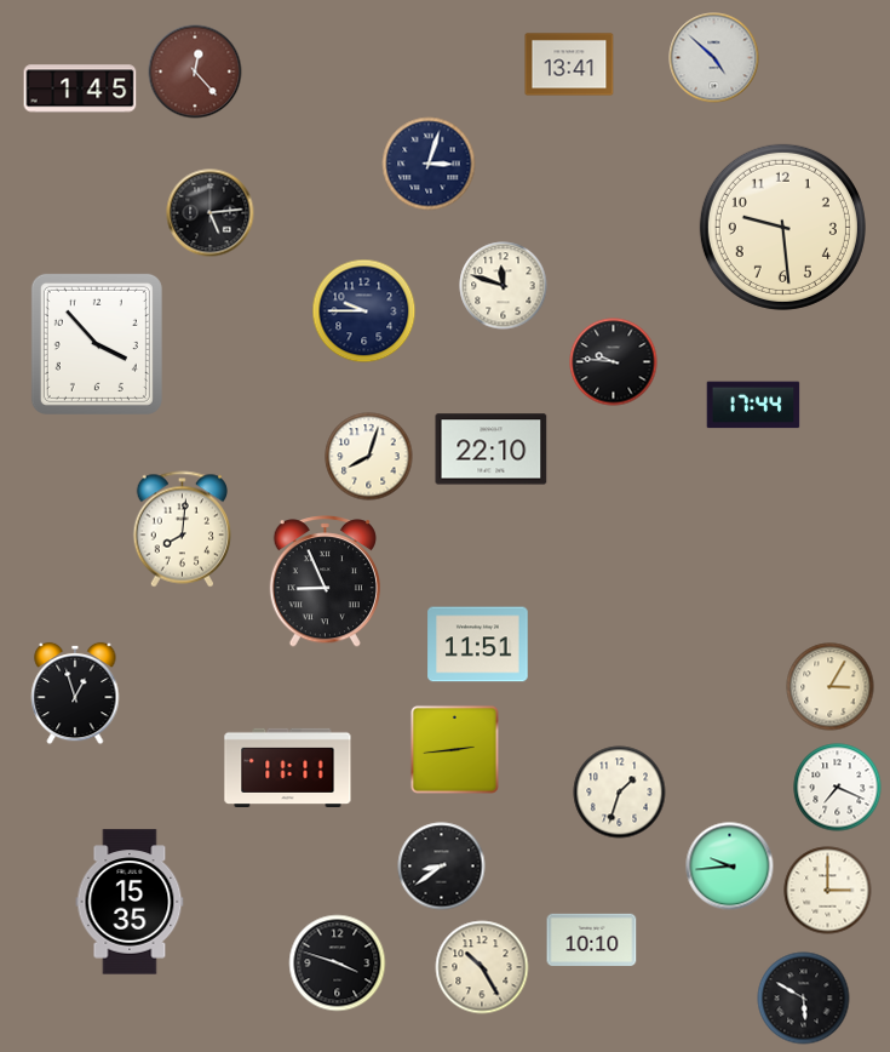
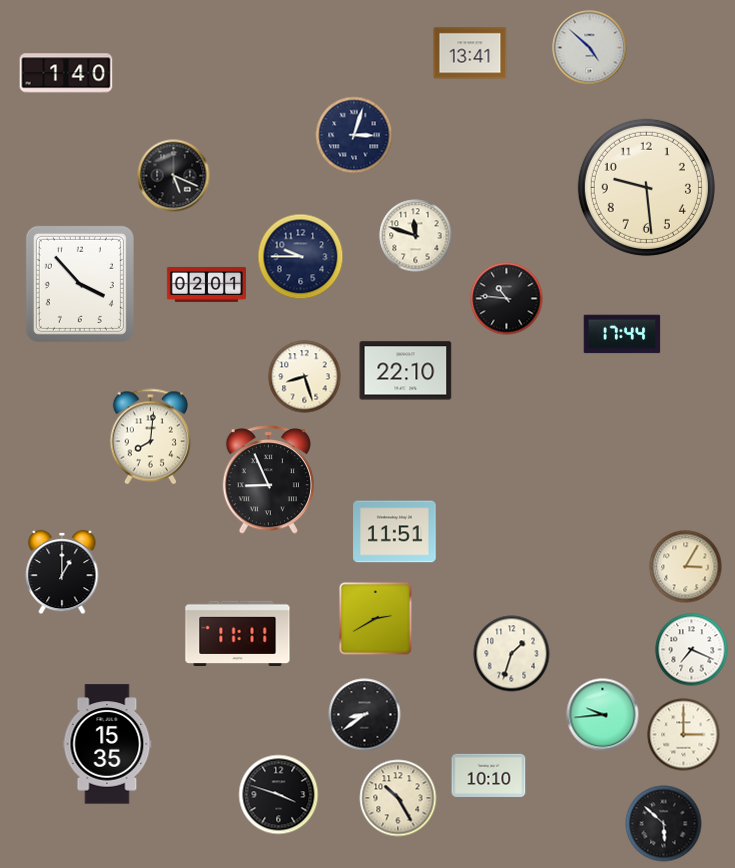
clock at (195, 72): 12:23 -> none
clock at (80, 88): 1:45 -> 1:40
clock at (211, 213): 5:14 -> 5:19
clock at (206, 284): none -> 02:01
clock at (614, 362): 9:46 -> 10:46
clock at (369, 457): 8:03 -> 8:27
clock at (75, 693): 12:57 -> 1:00
clock at (454, 749): 2:44 -> 2:40
clock at (804, 999): 5:50 -> 5:52
